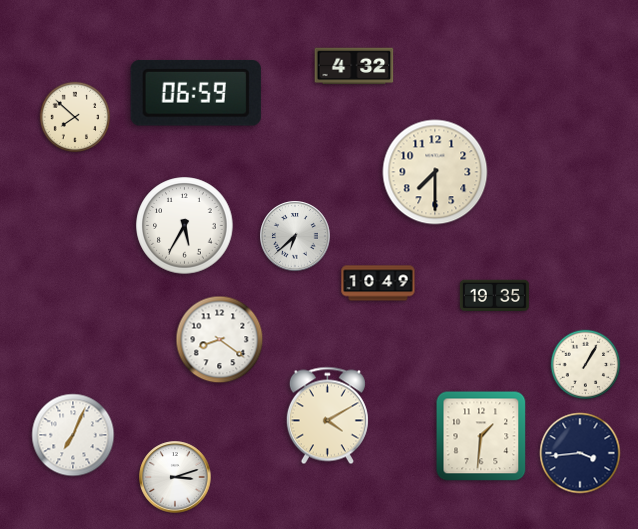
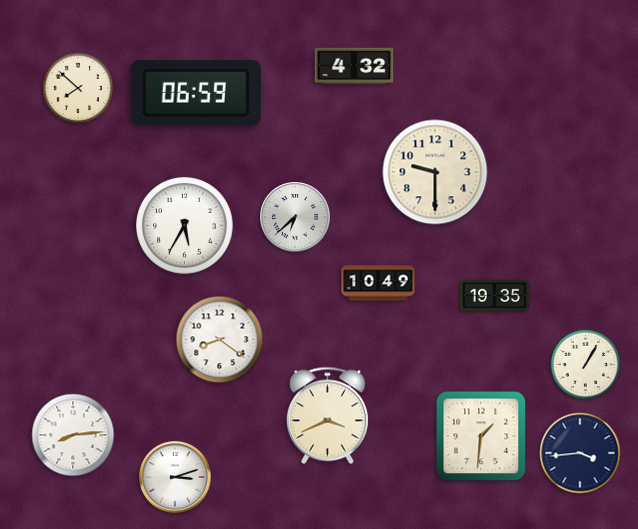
clock at (75, 117) position: (75, 117) -> (78, 88)
clock at (435, 172): 7:30 -> 9:30
clock at (295, 236) position: (295, 236) -> (295, 217)
clock at (327, 416): 4:10 -> 3:41
clock at (73, 435): 7:04 -> 8:14
